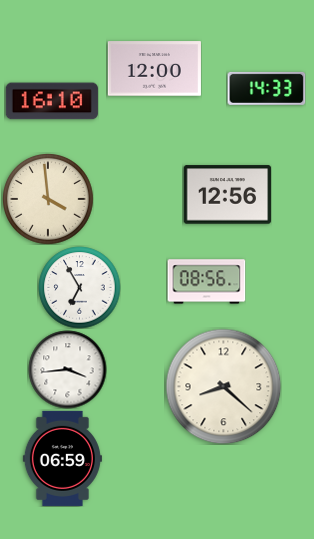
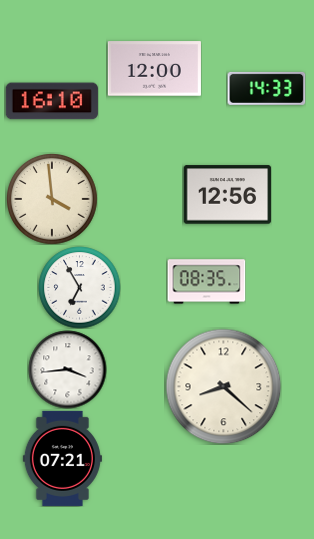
clock at (48, 199) position: (48, 199) -> (52, 199)
clock at (206, 282): 08:56 -> 08:35
clock at (62, 458): 06:59 -> 07:21
